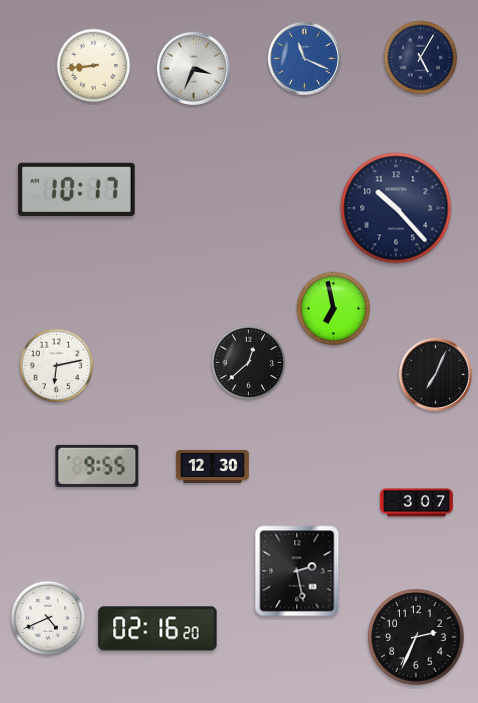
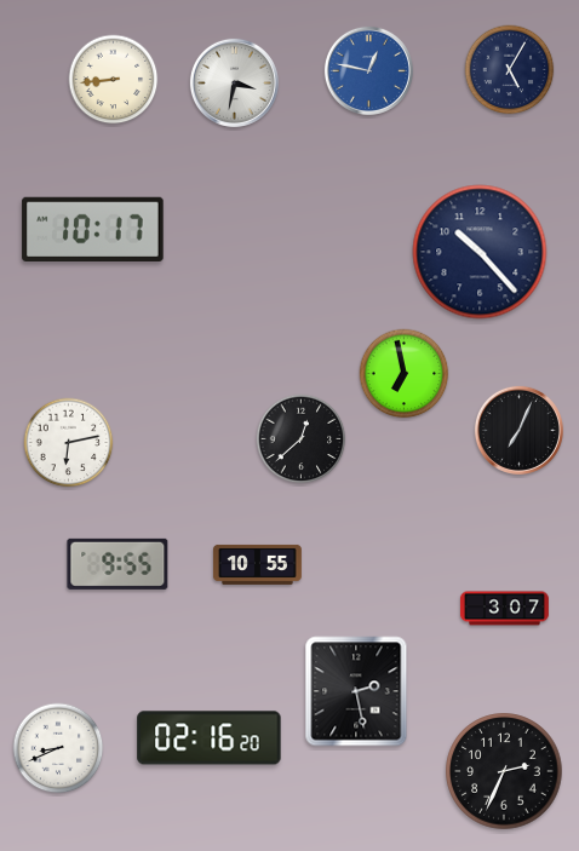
clock at (304, 58): 11:19 -> 12:47
clock at (193, 68): 3:34 -> 3:32
clock at (435, 374) position: (435, 374) -> (518, 430)
clock at (212, 466): 12:30 -> 10:55
clock at (297, 571) position: (297, 571) -> (356, 691)
clock at (48, 618): 4:41 -> 8:41
clock at (158, 629) position: (158, 629) -> (210, 738)
